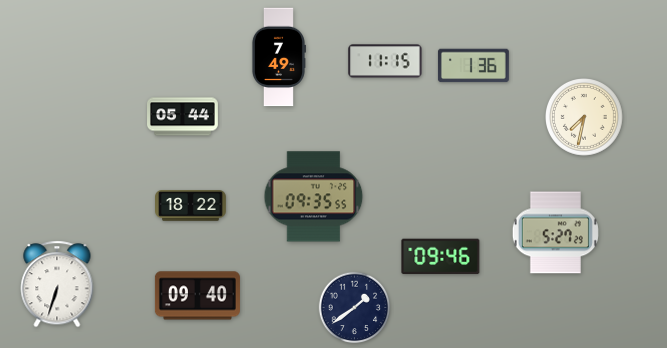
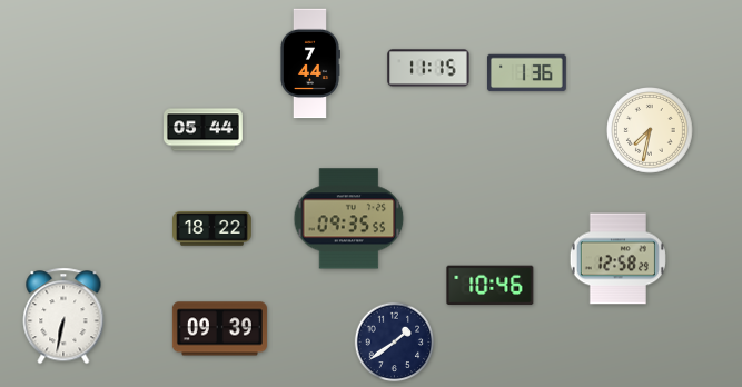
clock at (278, 57): 7:49 -> 7:44
clock at (555, 233): 5:27 -> 12:58
clock at (441, 257): 09:46 -> 10:46
clock at (57, 284): 6:33 -> 6:32
clock at (197, 296): 09:40 -> 09:39
